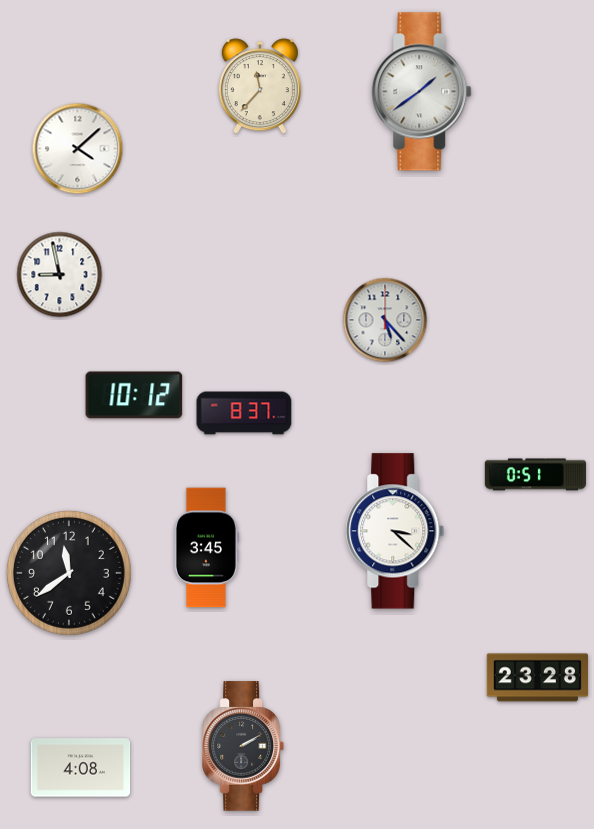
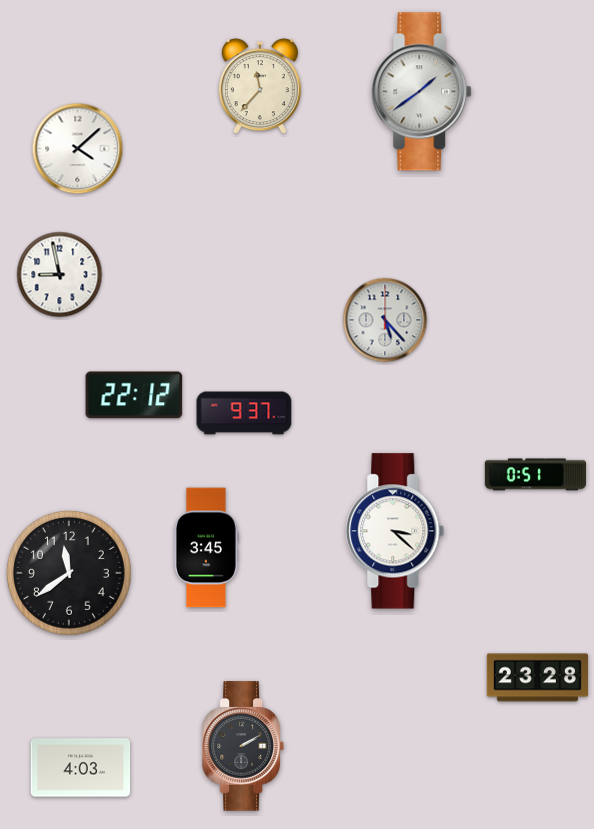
clock at (134, 395): 10:12 -> 22:12
clock at (244, 413): 8:37 -> 9:37
clock at (81, 768): 4:08 -> 4:03
